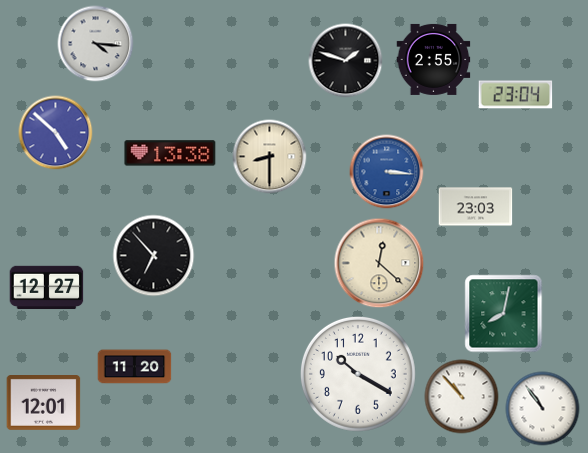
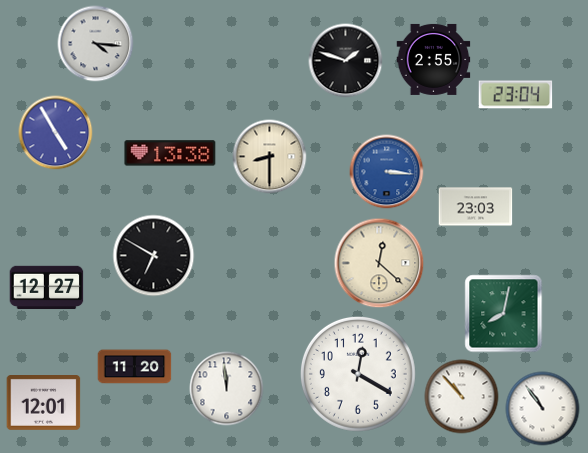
clock at (56, 133): 4:52 -> 4:55
clock at (154, 256): 6:53 -> 6:50
clock at (358, 374): 10:20 -> 12:20
clock at (227, 389): none -> 11:59
